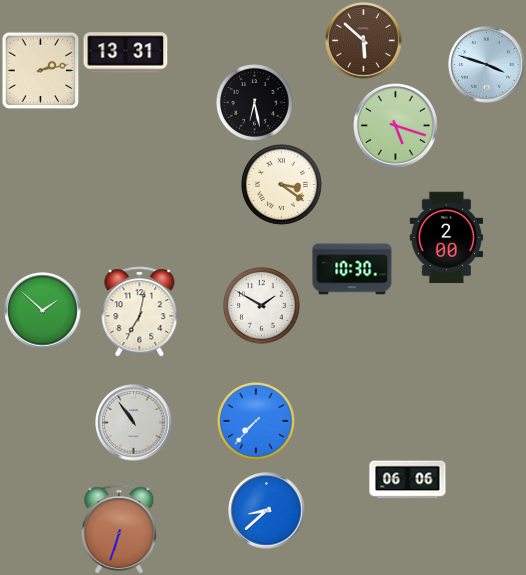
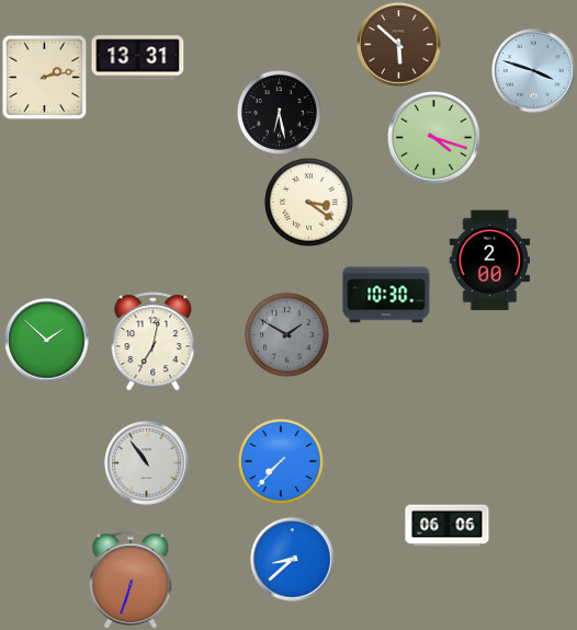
clock at (396, 126): 5:18 -> 4:18
clock at (262, 306) dial: white -> grey
